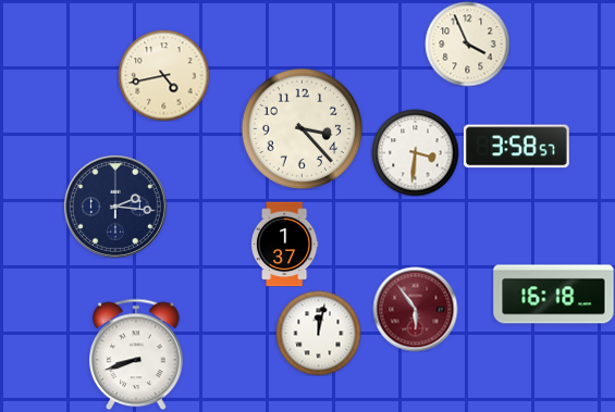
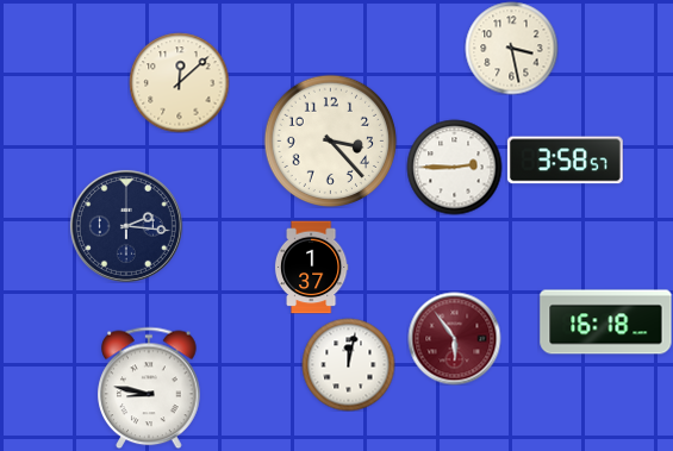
clock at (467, 43): 3:56 -> 3:28
clock at (163, 75): 4:43 -> 12:08
clock at (415, 152): 3:31 -> 2:45
clock at (136, 354): 8:42 -> 8:47
